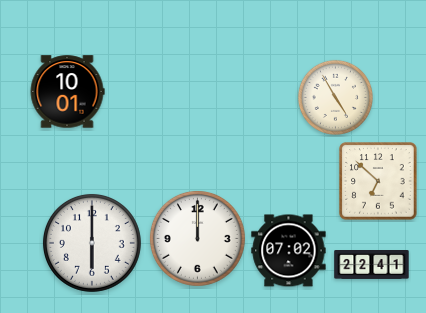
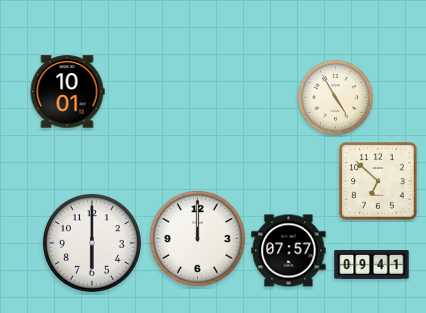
clock at (289, 251): 07:02 -> 07:57
clock at (372, 265): 22:41 -> 09:41
